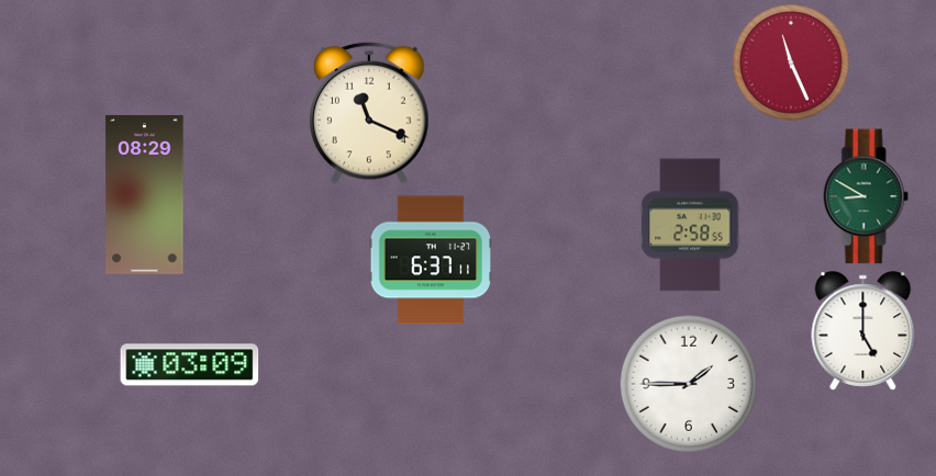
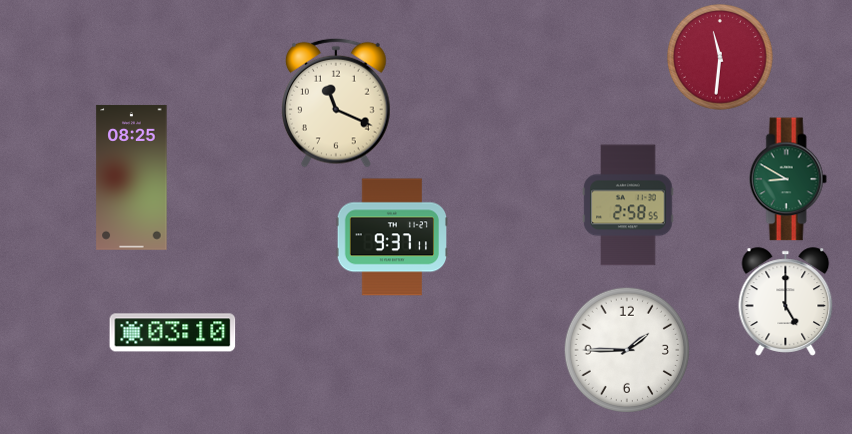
clock at (792, 64): 11:26 -> 11:31
clock at (145, 194): 08:29 -> 08:25
clock at (430, 260): 6:37 -> 9:37
clock at (190, 365): 03:09 -> 03:10
